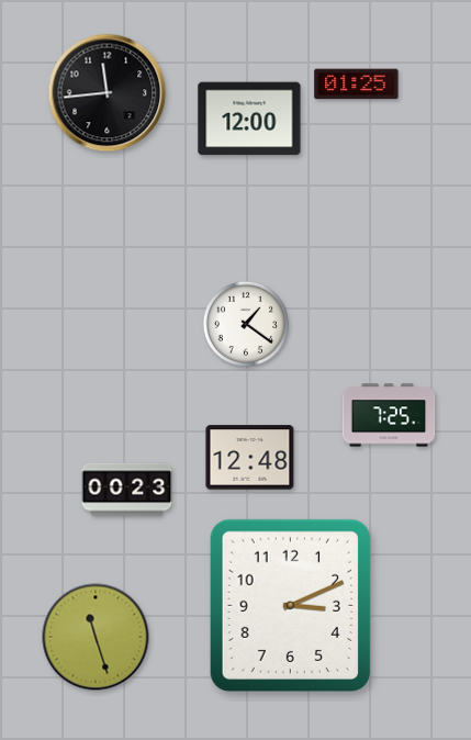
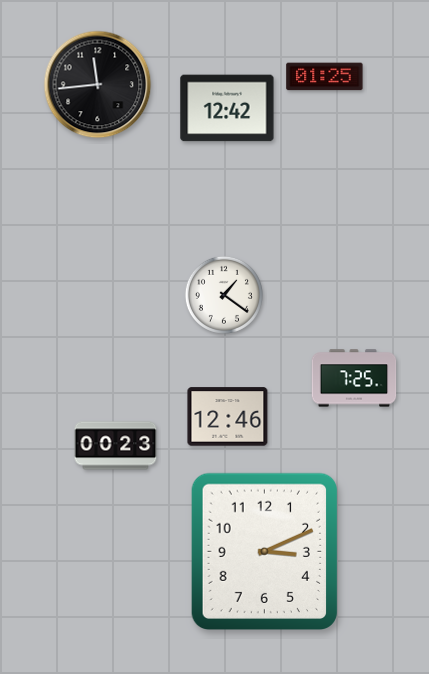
clock at (249, 119): 12:00 -> 12:42
clock at (250, 458): 12:48 -> 12:46
clock at (96, 637): 11:27 -> none
